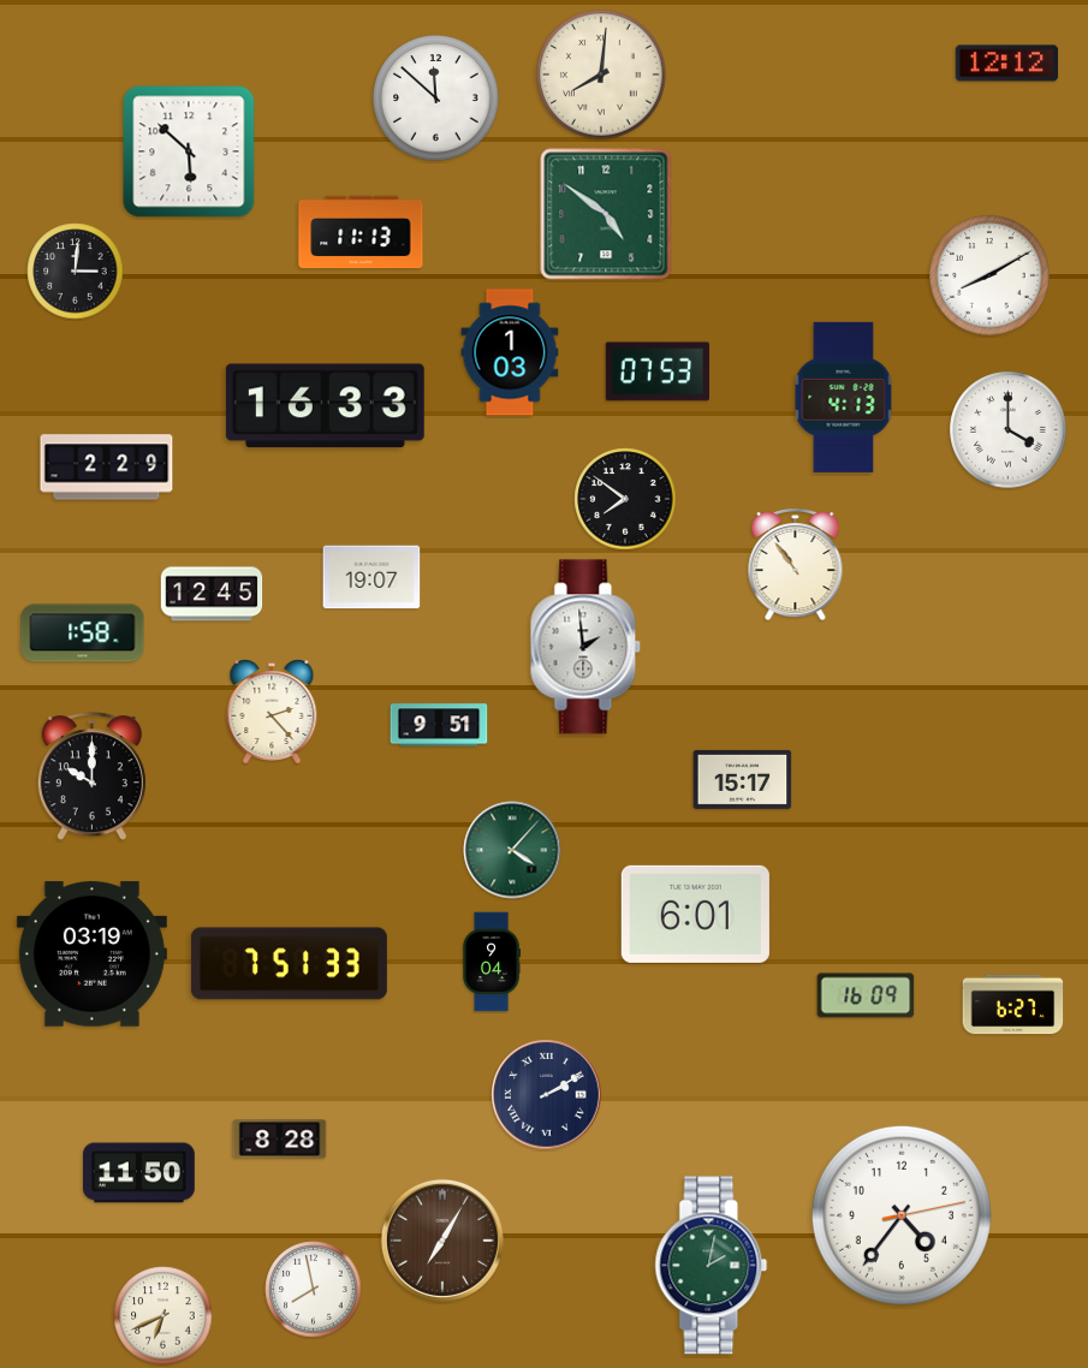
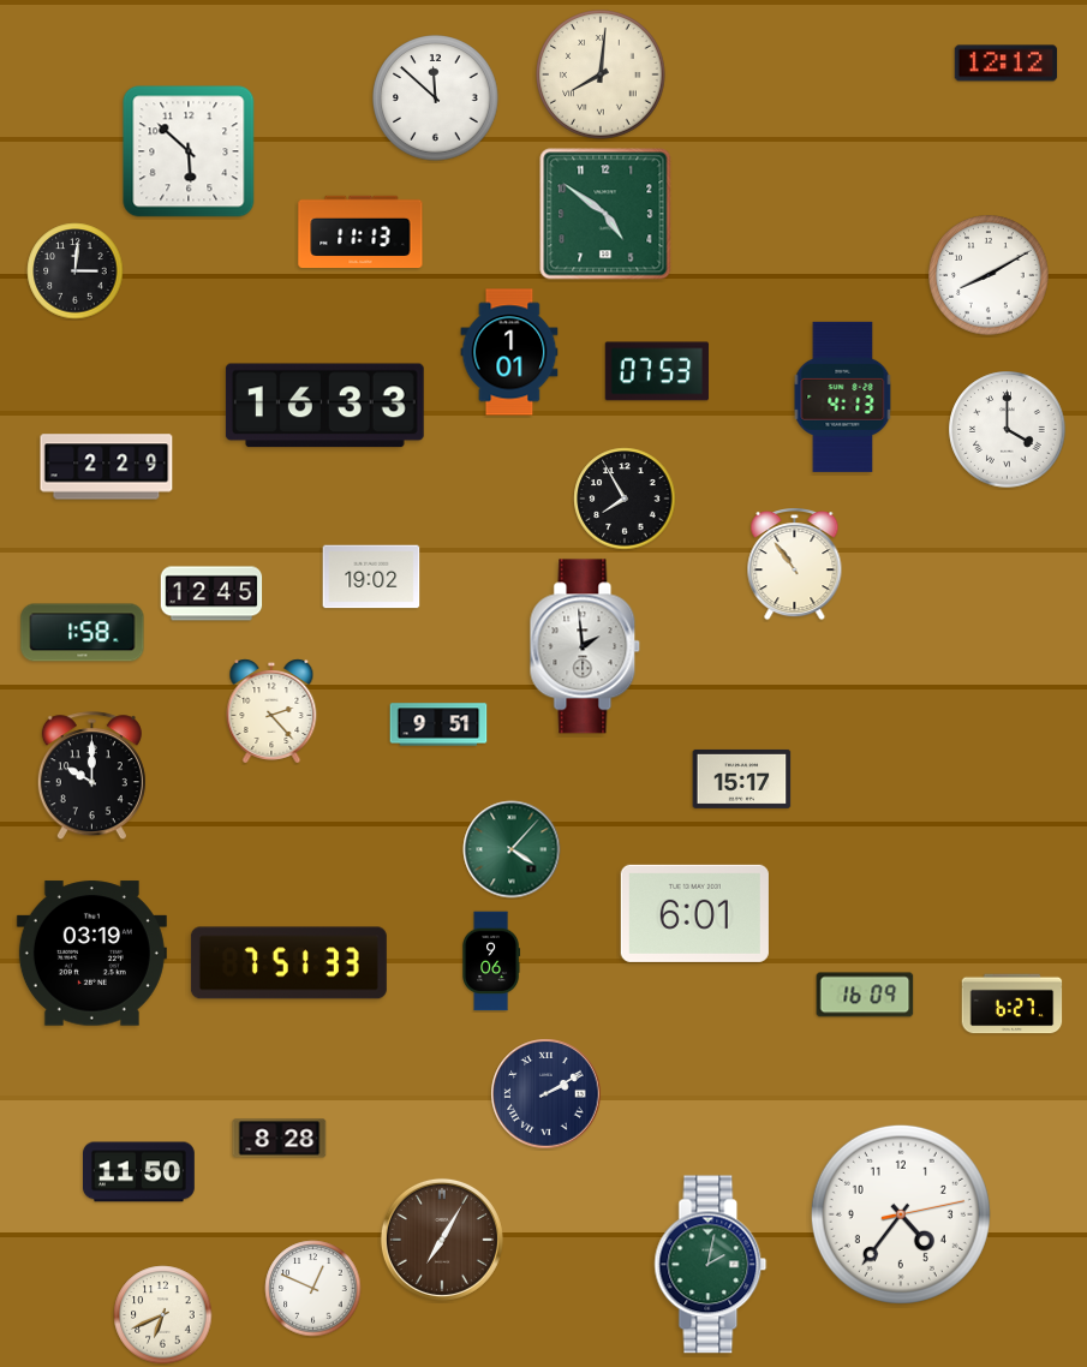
clock at (510, 352): 1:03 -> 1:01
clock at (625, 499): 7:51 -> 7:55
clock at (371, 577): 19:07 -> 19:02
clock at (492, 962): 9:04 -> 9:06
clock at (314, 1290): 7:58 -> 12:49
